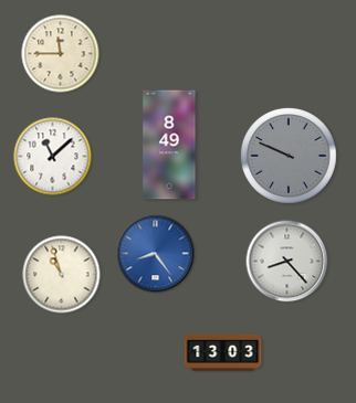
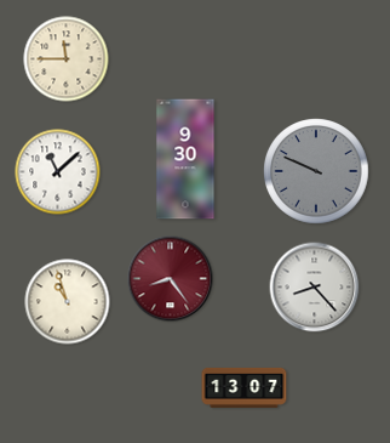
clock at (169, 145): 8:49 -> 9:30
clock at (156, 254) dial: blue -> burgundy
clock at (223, 352): 13:03 -> 13:07
